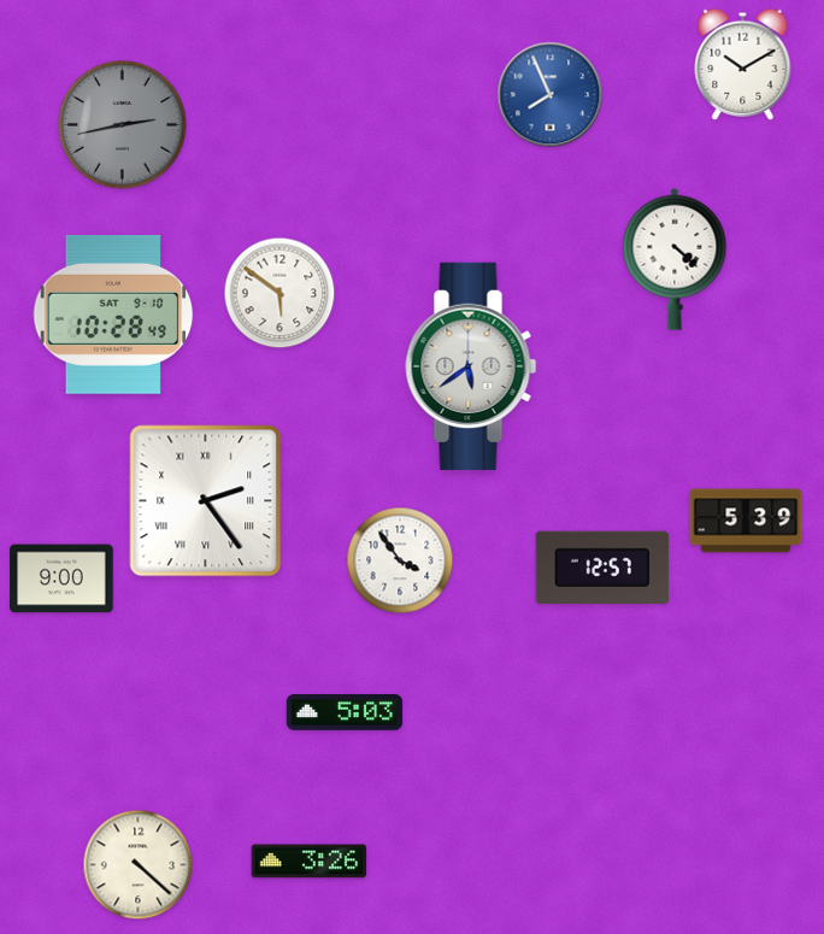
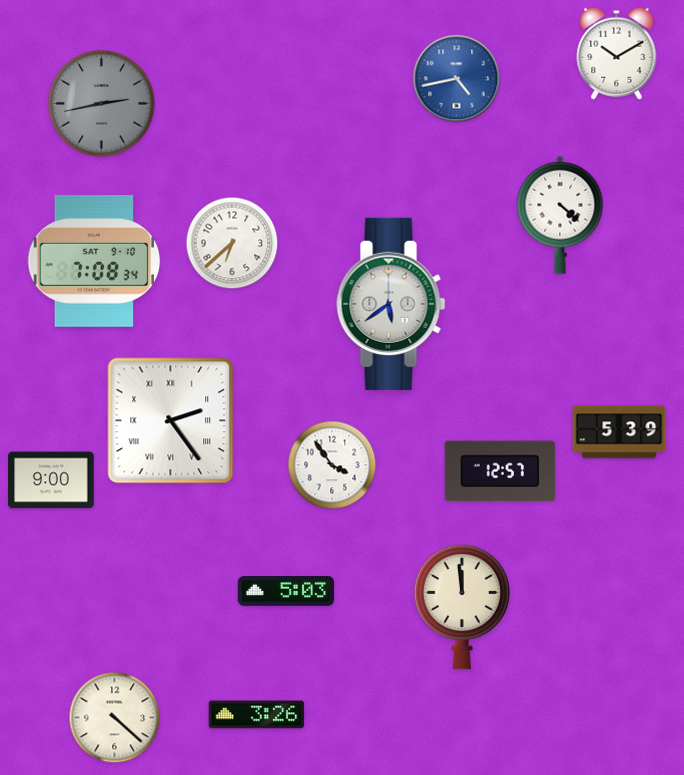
clock at (551, 95): 7:56 -> 4:43
clock at (279, 293): 5:51 -> 6:38
clock at (113, 315): 10:28 -> 7:08
clock at (206, 501) position: (206, 501) -> (171, 421)
clock at (462, 607): none -> 11:59
